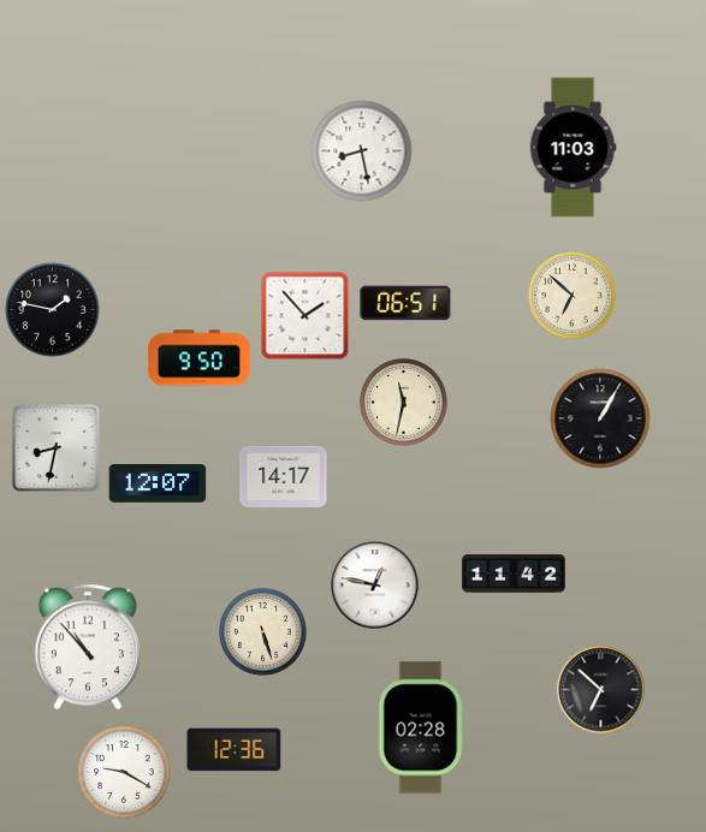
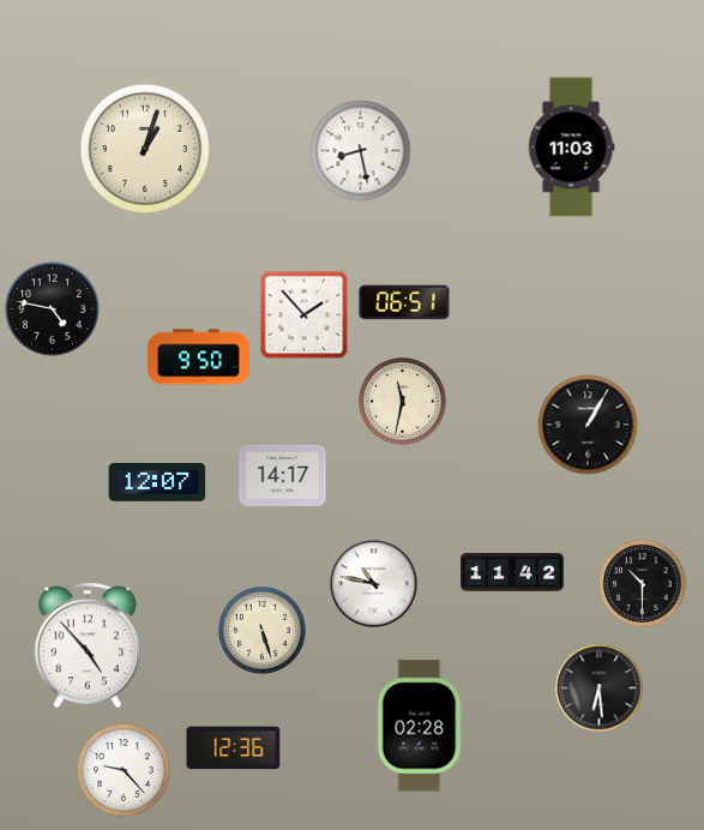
clock at (145, 149): none -> 1:03
clock at (572, 296): 6:52 -> none
clock at (53, 310): 1:47 -> 4:47
clock at (600, 418) position: (600, 418) -> (588, 425)
clock at (55, 447): 8:32 -> none
clock at (375, 586): 12:47 -> 10:47
clock at (643, 584): none -> 10:30
clock at (87, 647): 10:53 -> 4:53
clock at (601, 690): 6:52 -> 6:29
clock at (124, 772): 9:20 -> 9:23
